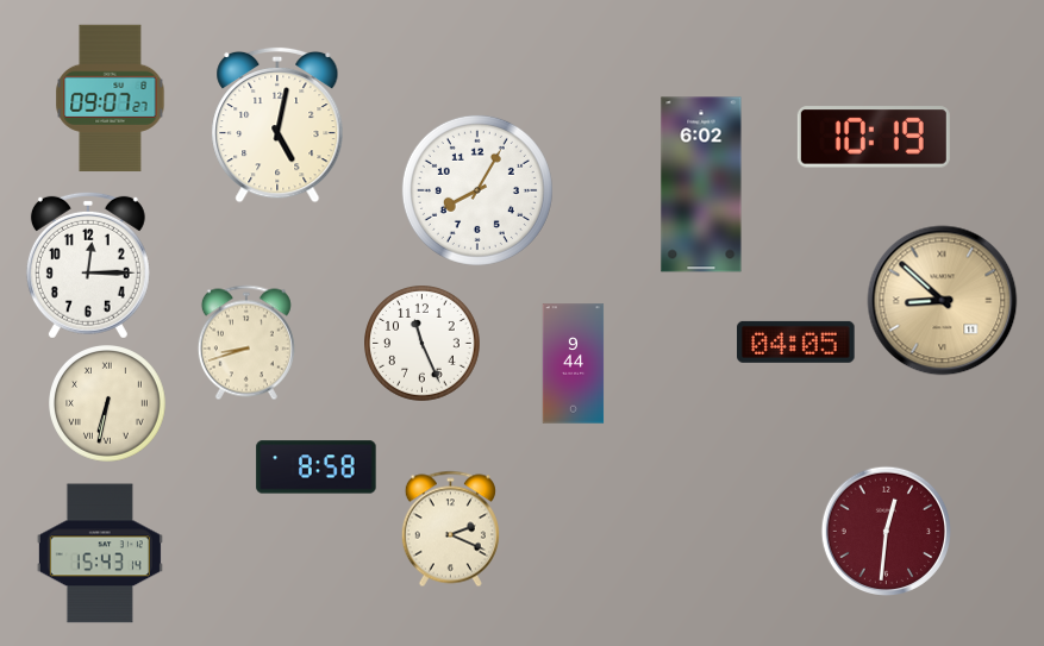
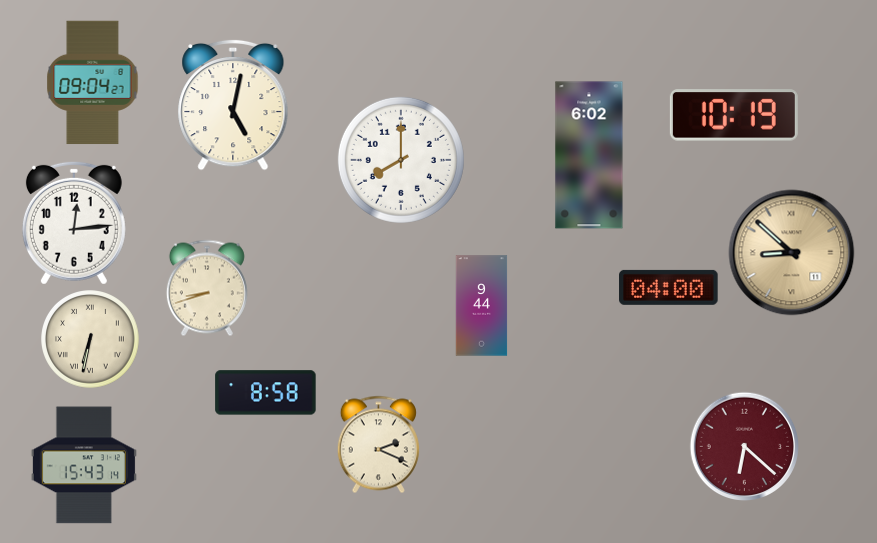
clock at (111, 99): 09:07 -> 09:04
clock at (477, 190): 8:05 -> 8:00
clock at (88, 265): 12:15 -> 12:14
clock at (796, 341): 04:05 -> 04:00
clock at (423, 344): 11:26 -> none
clock at (886, 531): 12:31 -> 6:22
